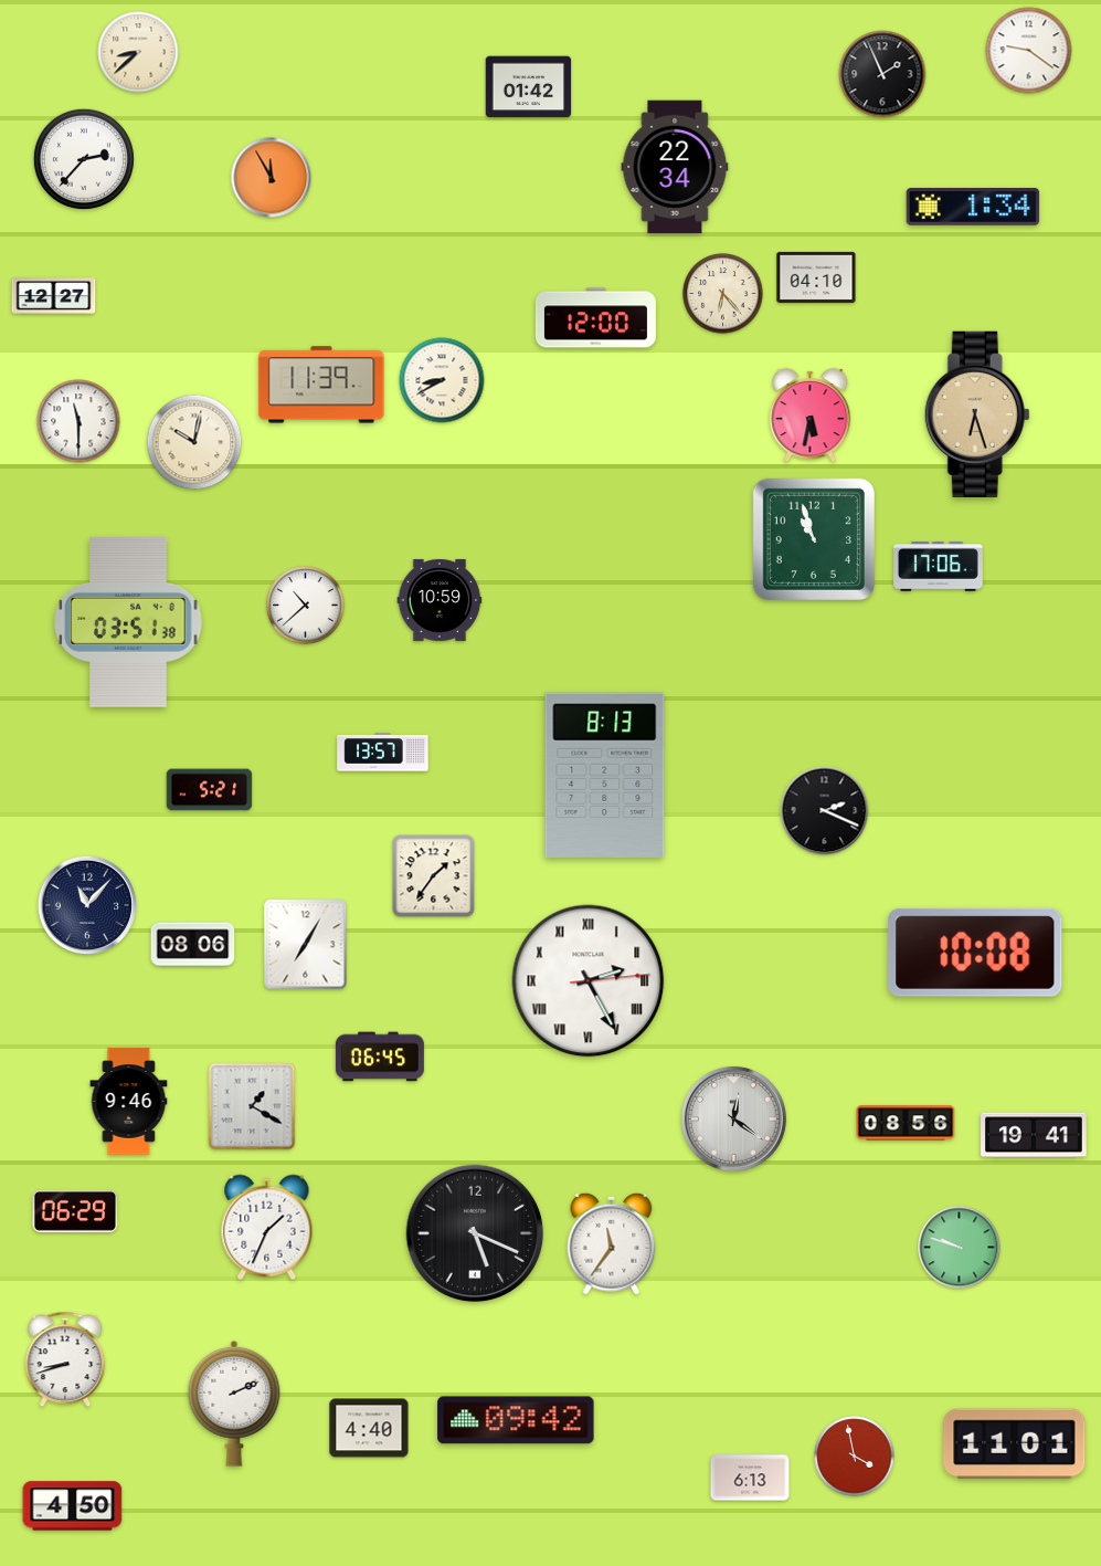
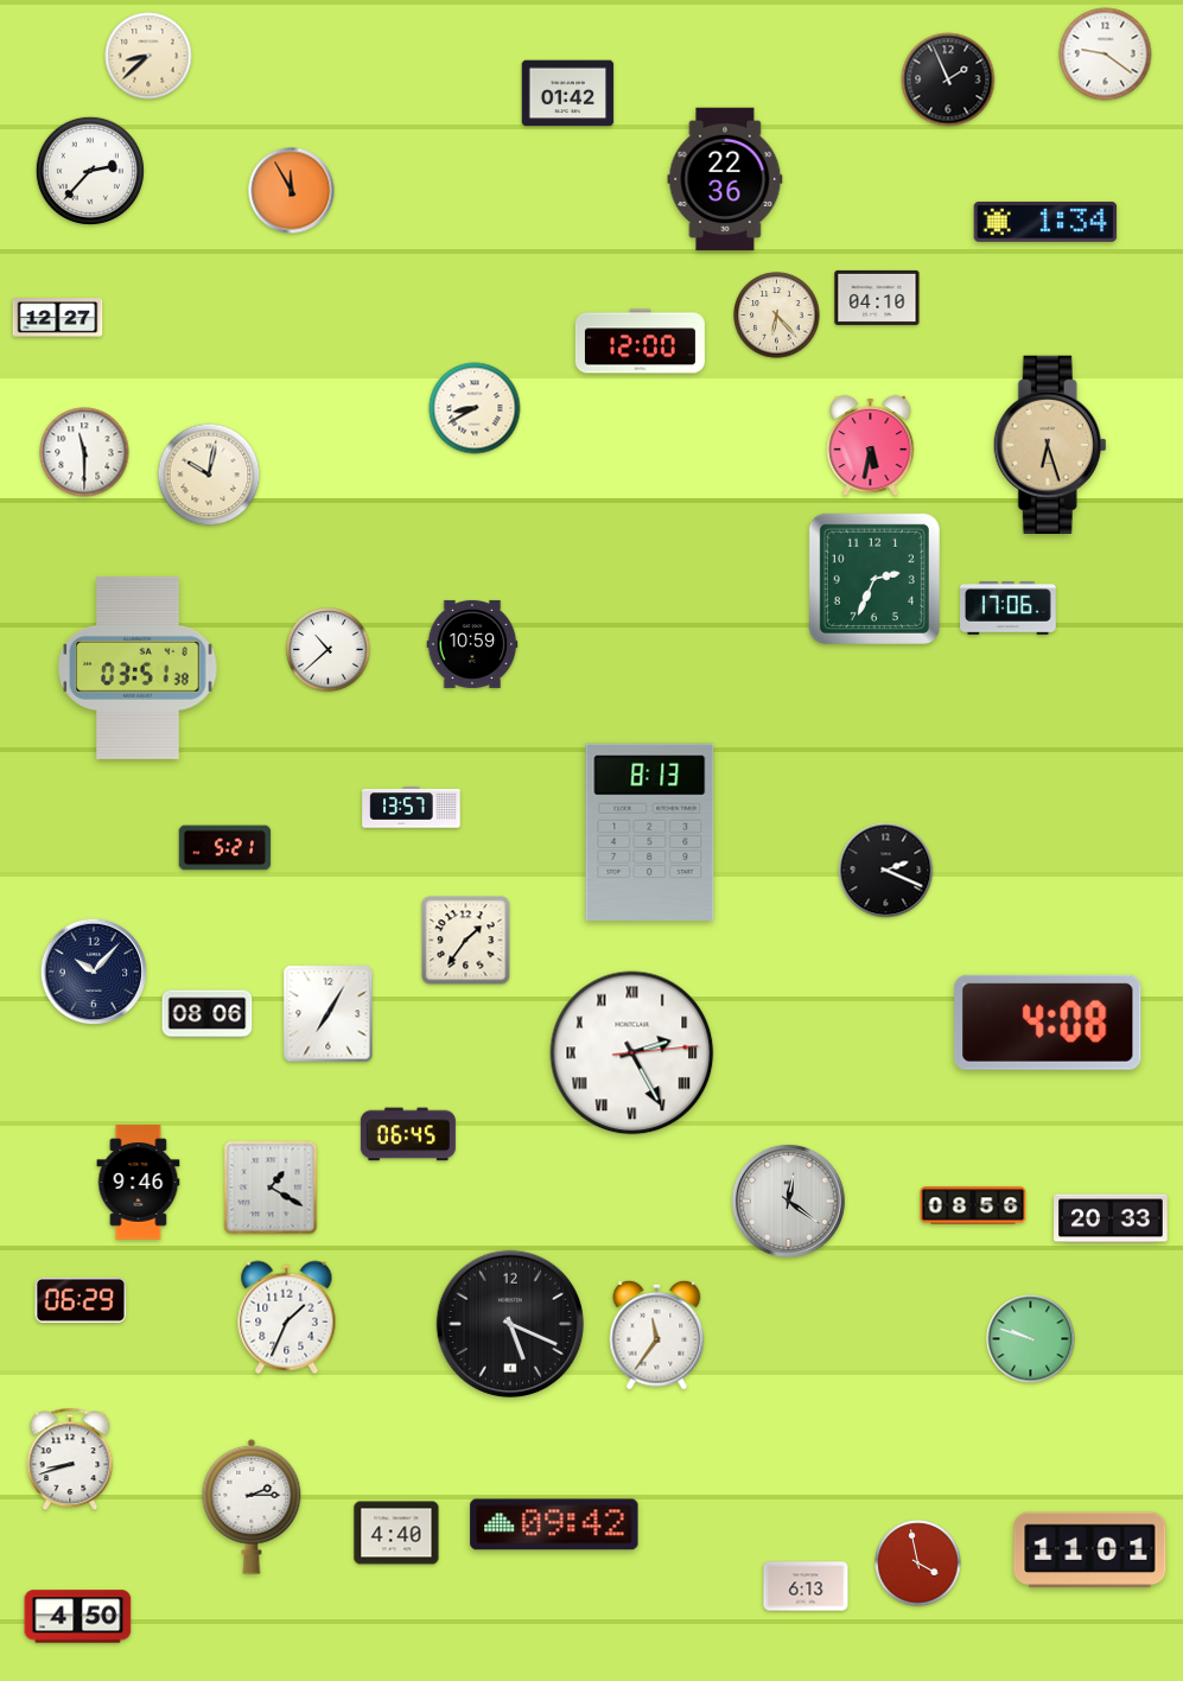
clock at (675, 167): 22:34 -> 22:36
clock at (321, 385): 11:39 -> none
clock at (814, 539): 10:57 -> 2:34
clock at (87, 905): 11:07 -> 10:07
clock at (975, 953): 10:08 -> 4:08
clock at (1034, 1135): 19:41 -> 20:33
clock at (234, 1404): 2:11 -> 2:15
